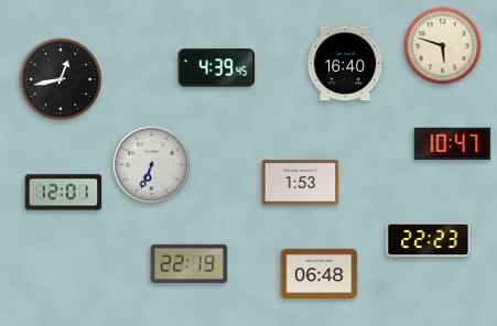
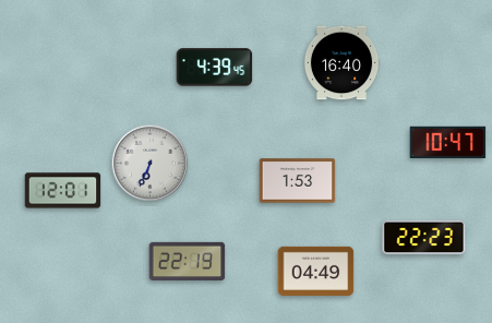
clock at (443, 46): 5:48 -> none
clock at (61, 79): 12:43 -> none
clock at (320, 273): 06:48 -> 04:49
